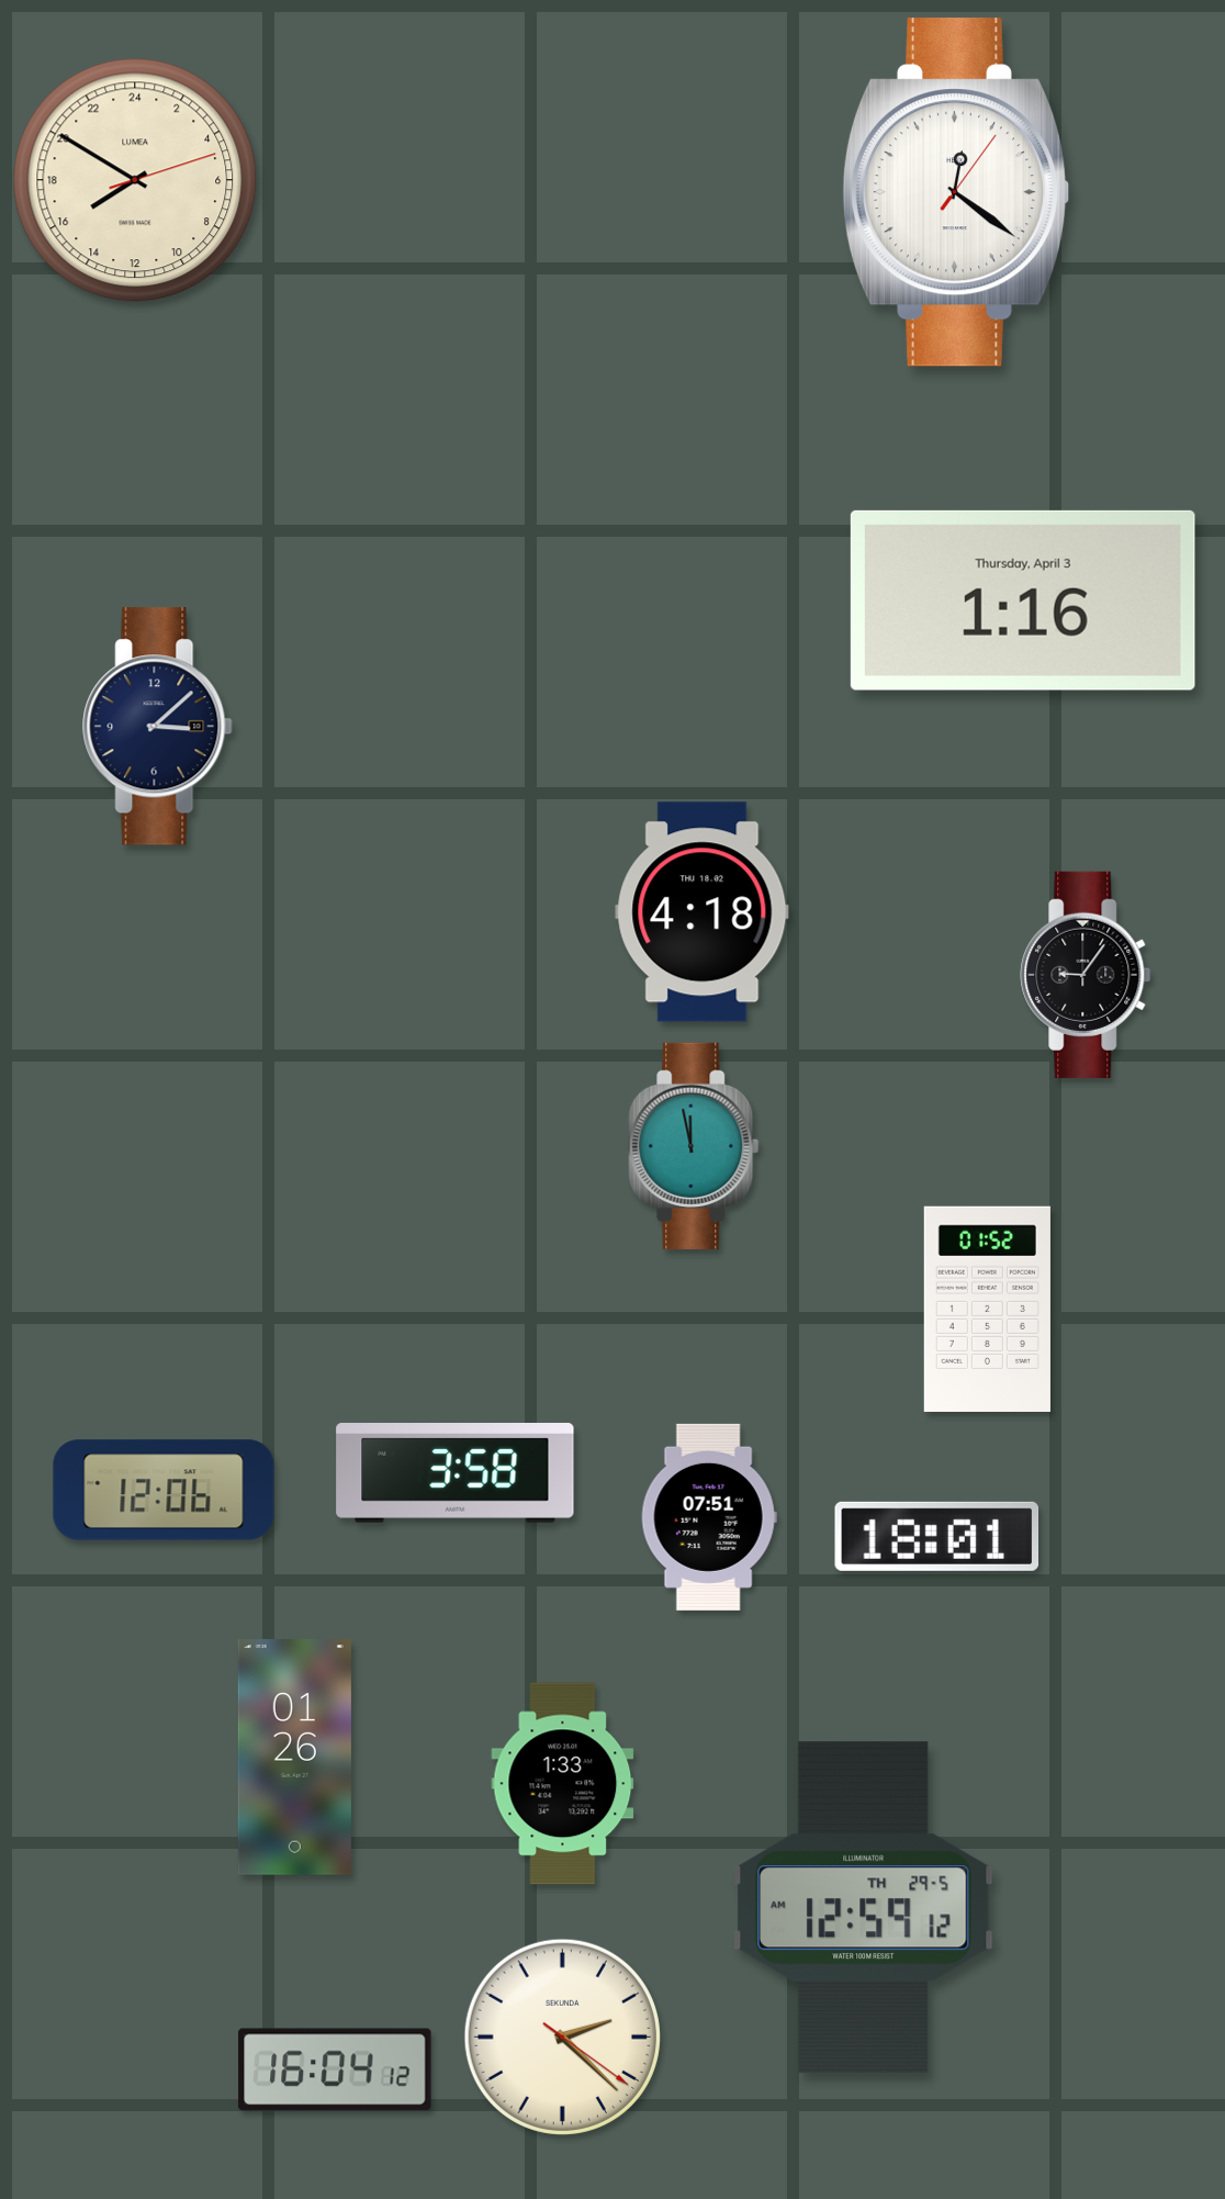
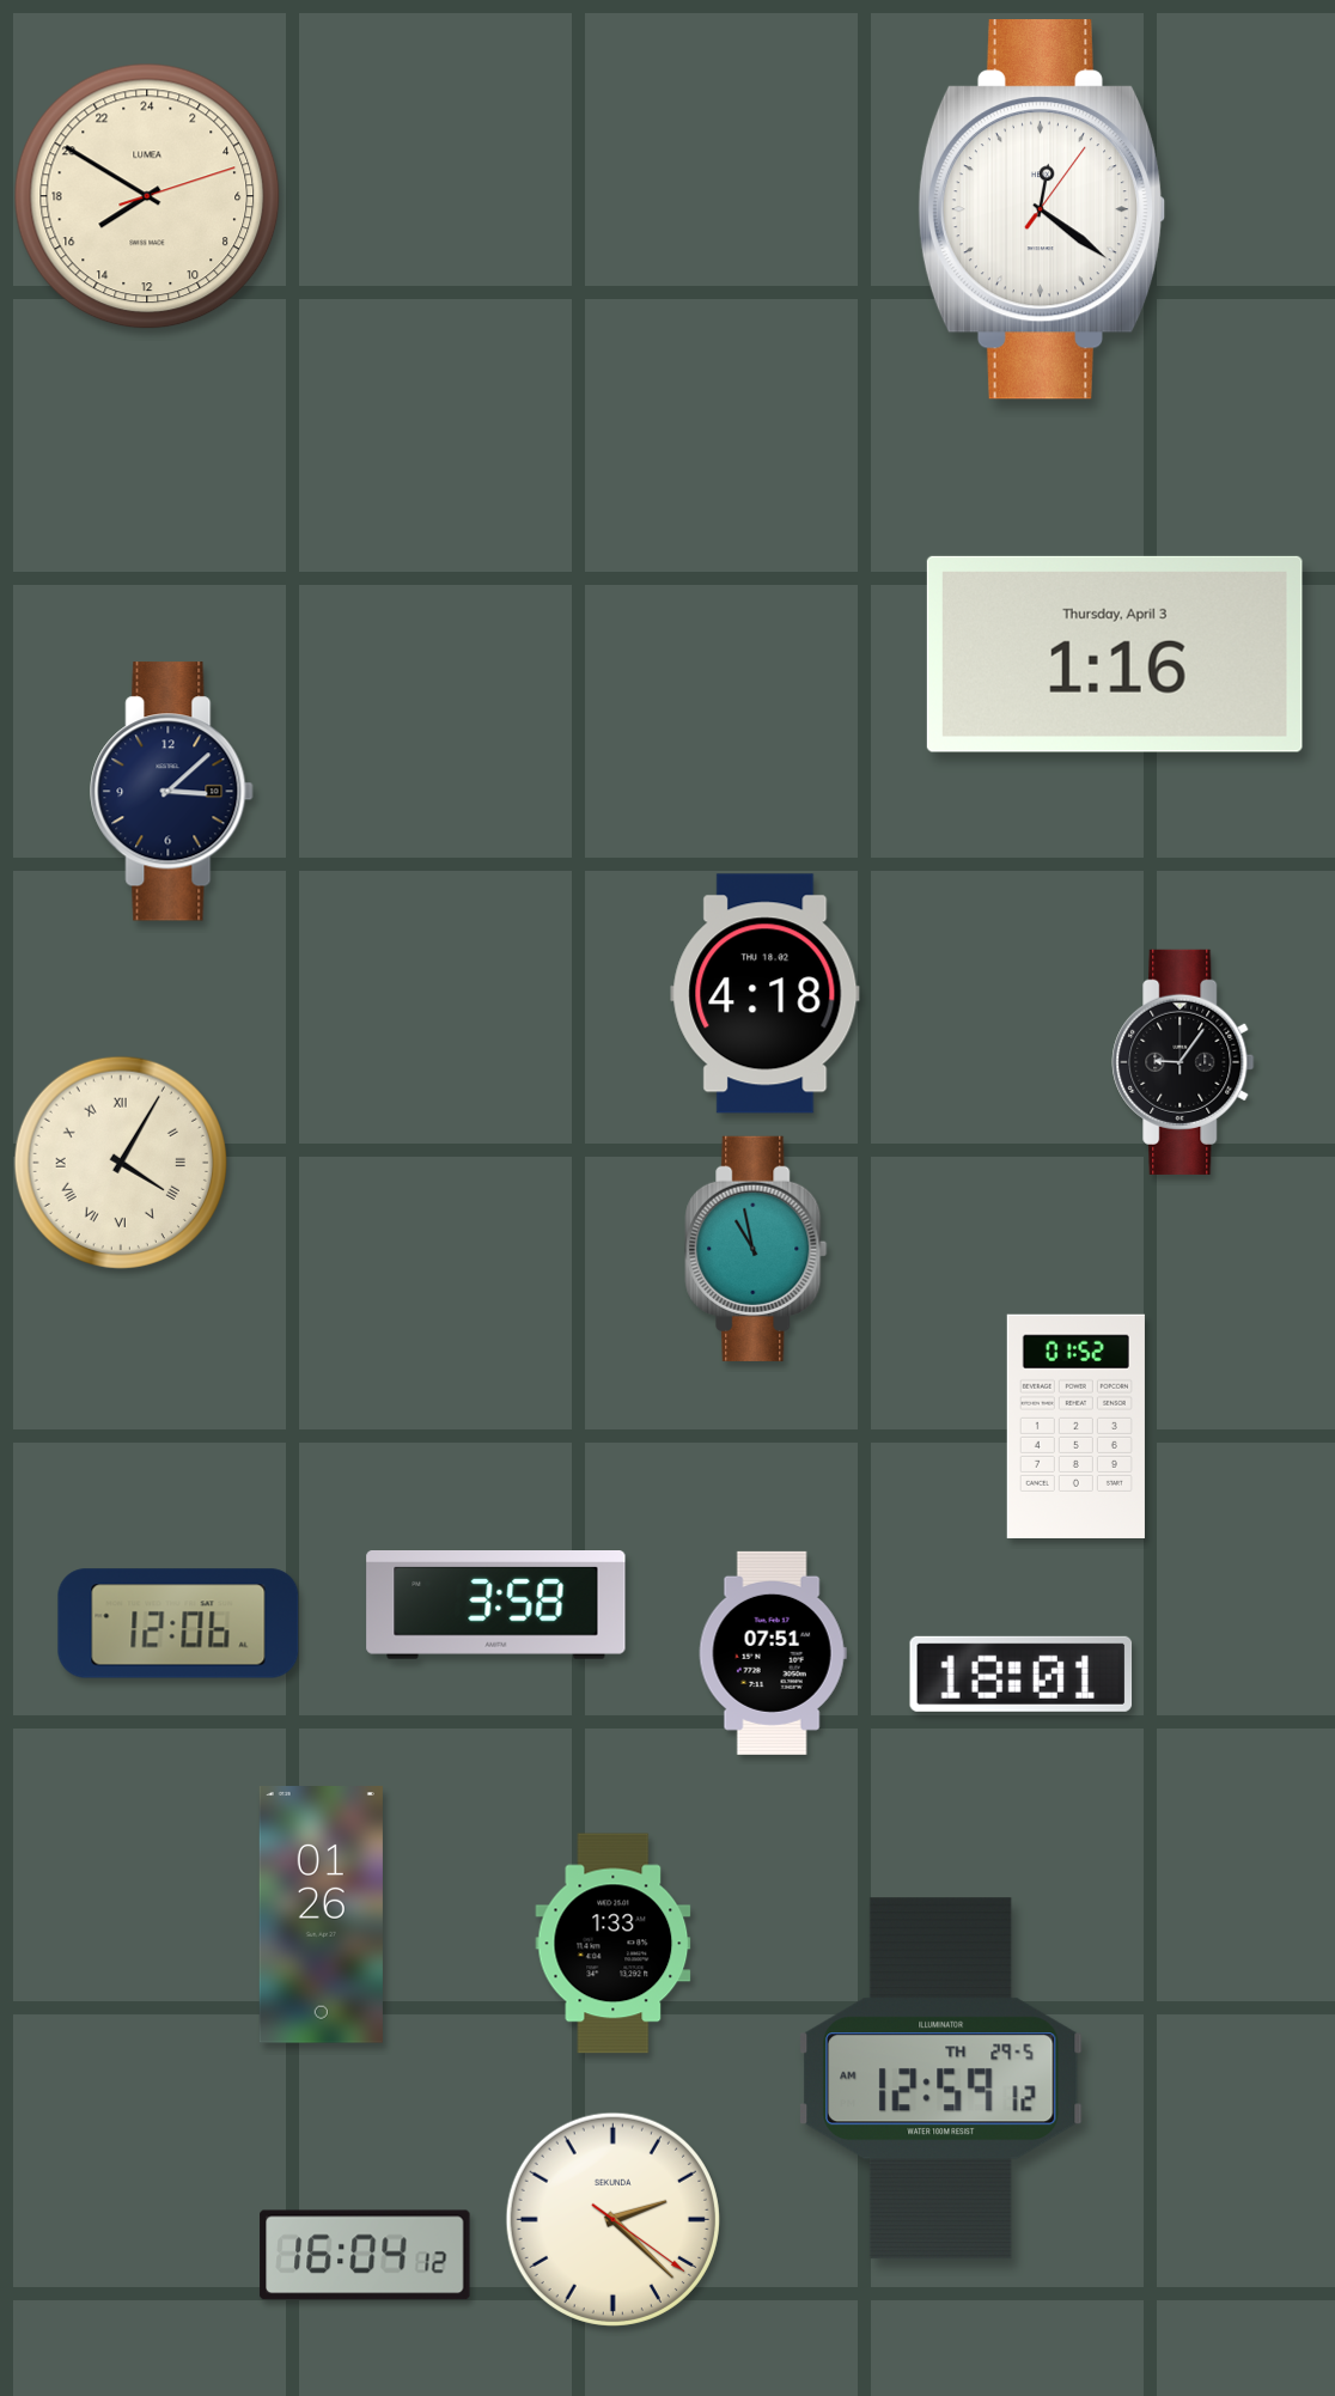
clock at (121, 1163): none -> 4:05
clock at (694, 1146): 11:58 -> 10:58
